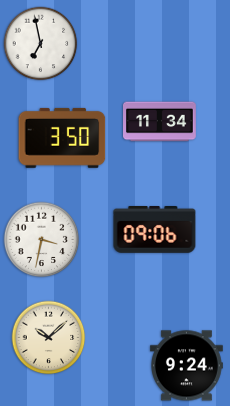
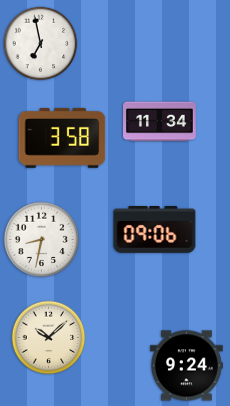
clock at (62, 138): 3:50 -> 3:58
clock at (42, 240): 3:32 -> 8:32
